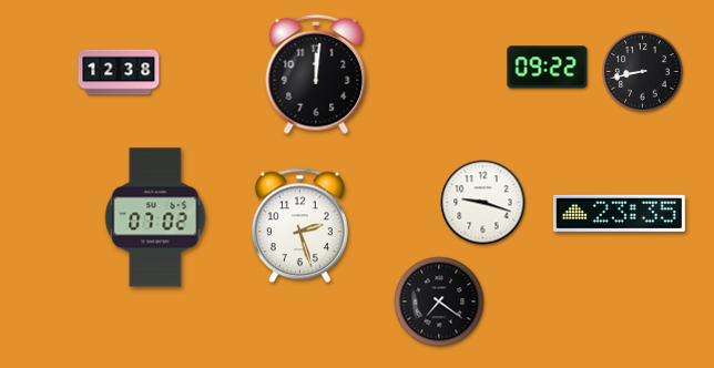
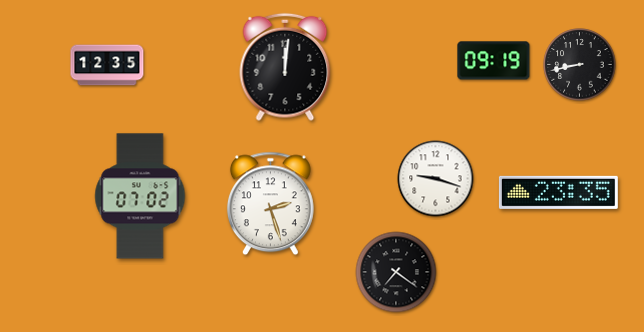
clock at (548, 68): 09:22 -> 09:19
clock at (119, 72): 12:38 -> 12:35
clock at (483, 203) position: (483, 203) -> (436, 179)
